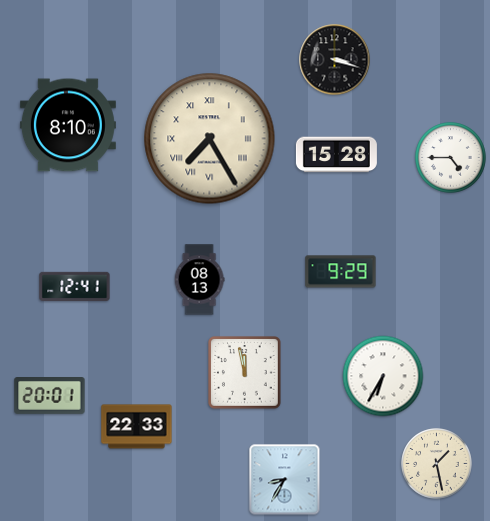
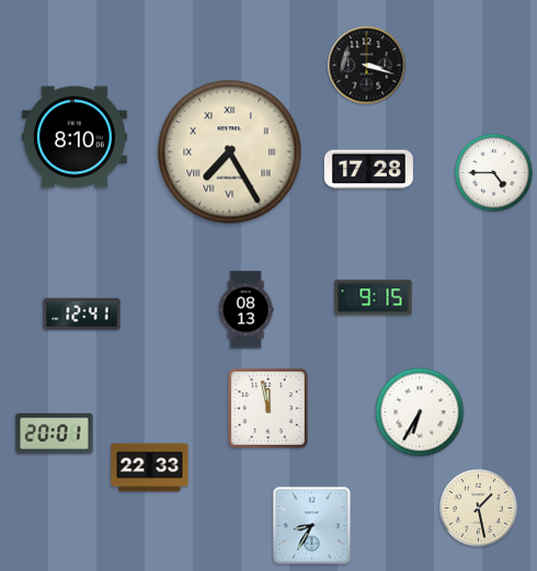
clock at (336, 155): 15:28 -> 17:28
clock at (341, 272): 9:29 -> 9:15
clock at (199, 280) position: (199, 280) -> (245, 310)
